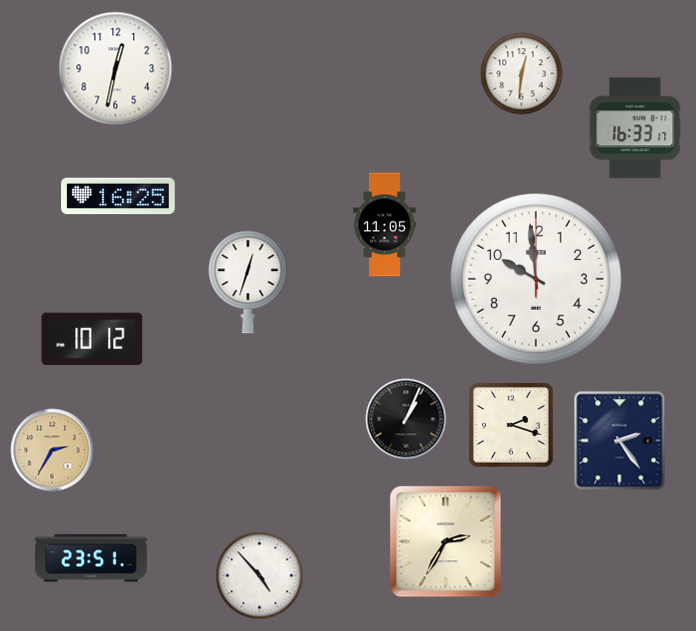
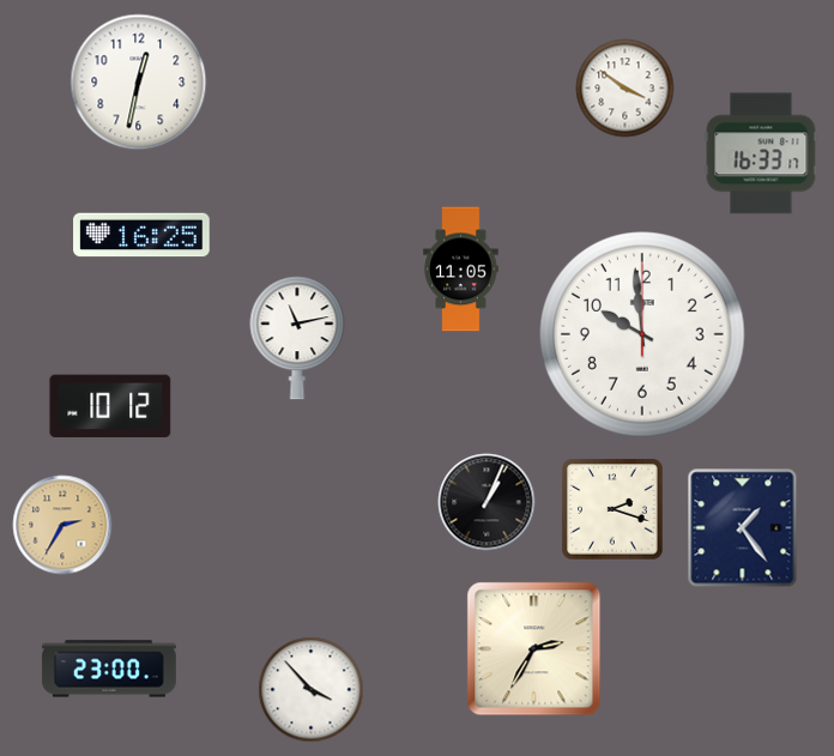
clock at (522, 74): 12:31 -> 3:51
clock at (248, 282): 12:33 -> 11:13
clock at (620, 441): 2:24 -> 1:24
clock at (52, 450) position: (52, 450) -> (62, 525)
clock at (91, 558): 23:51 -> 23:00
clock at (260, 576): 4:53 -> 3:53
